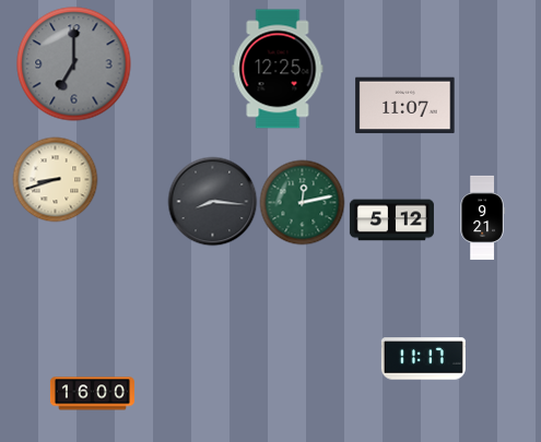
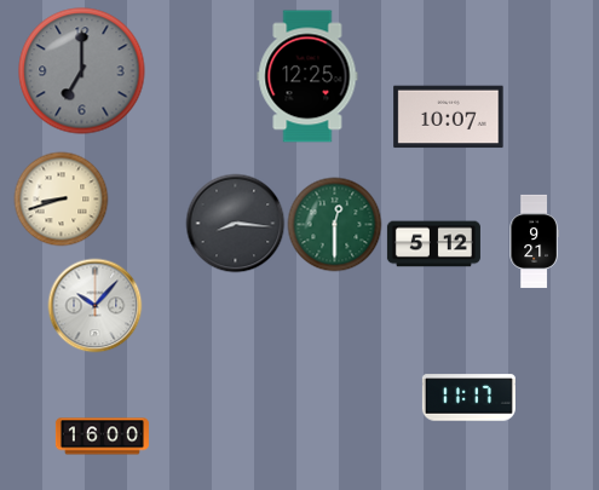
clock at (405, 106): 11:07 -> 10:07
clock at (302, 202): 12:13 -> 12:30
clock at (94, 305): none -> 10:07
